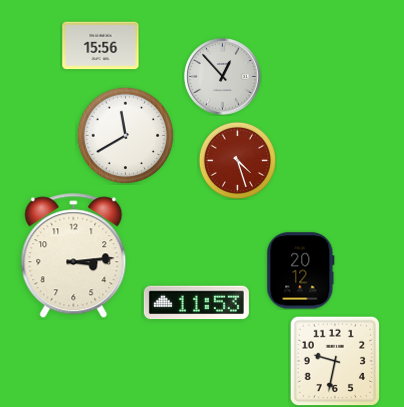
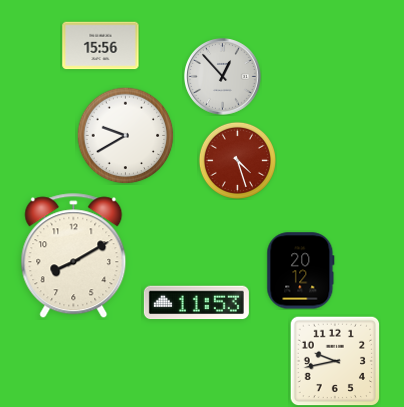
clock at (125, 135): 11:40 -> 9:40
clock at (74, 256): 3:14 -> 8:10
clock at (335, 361): 9:32 -> 9:43
